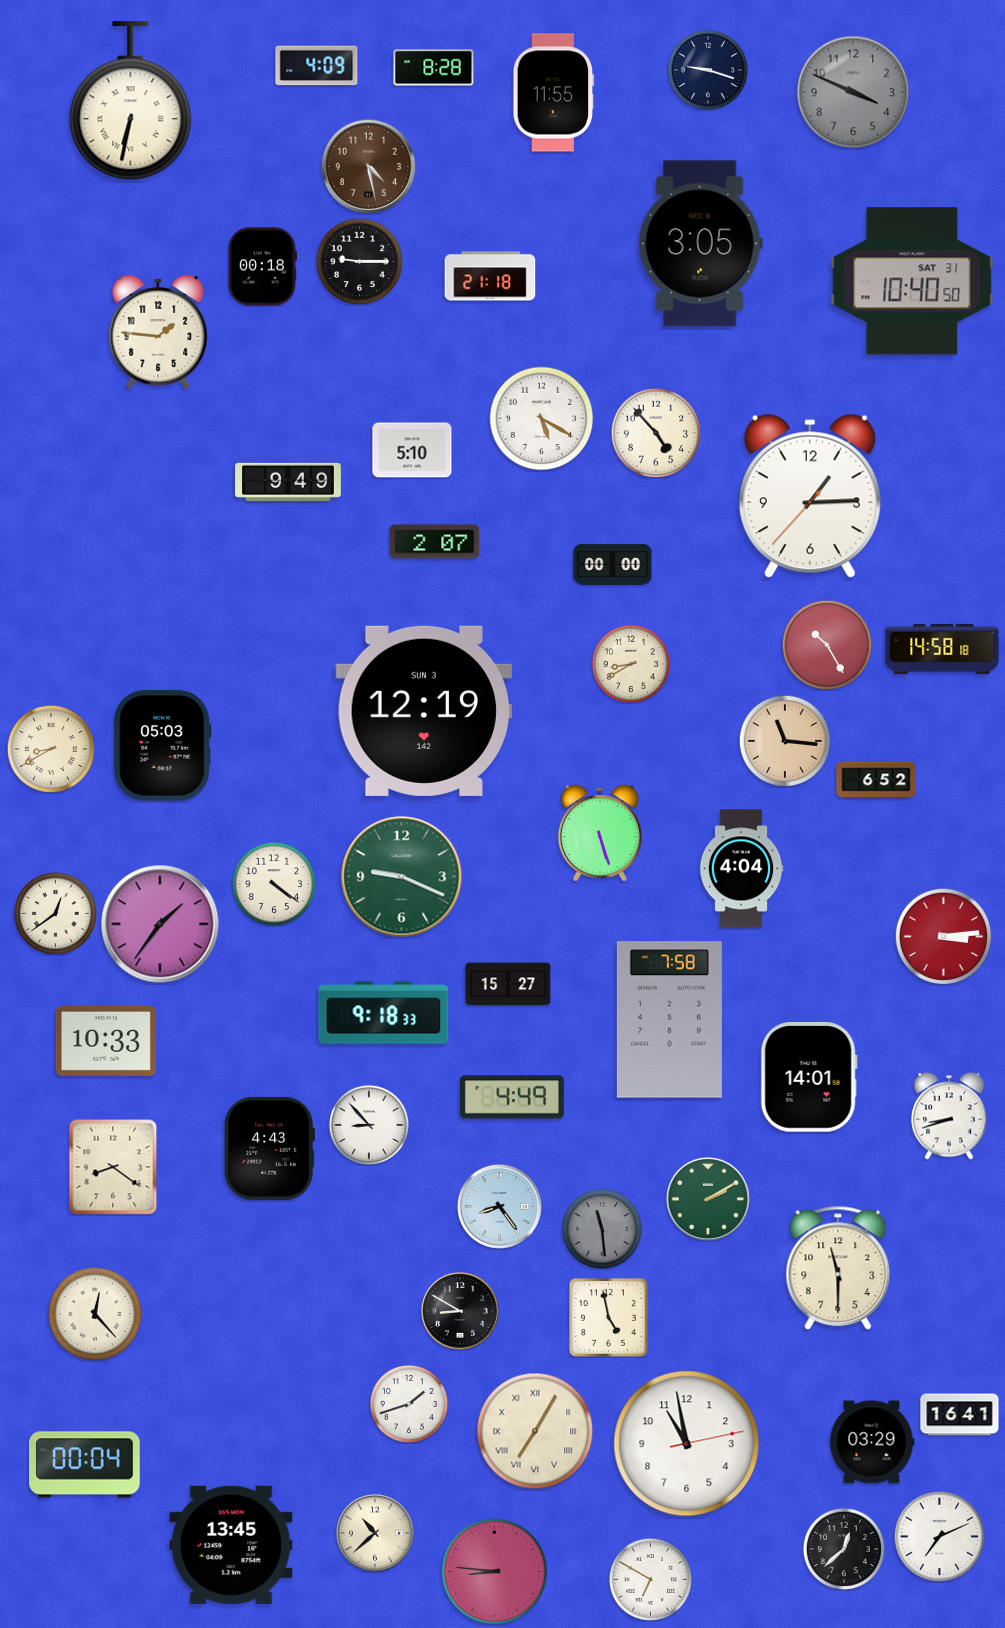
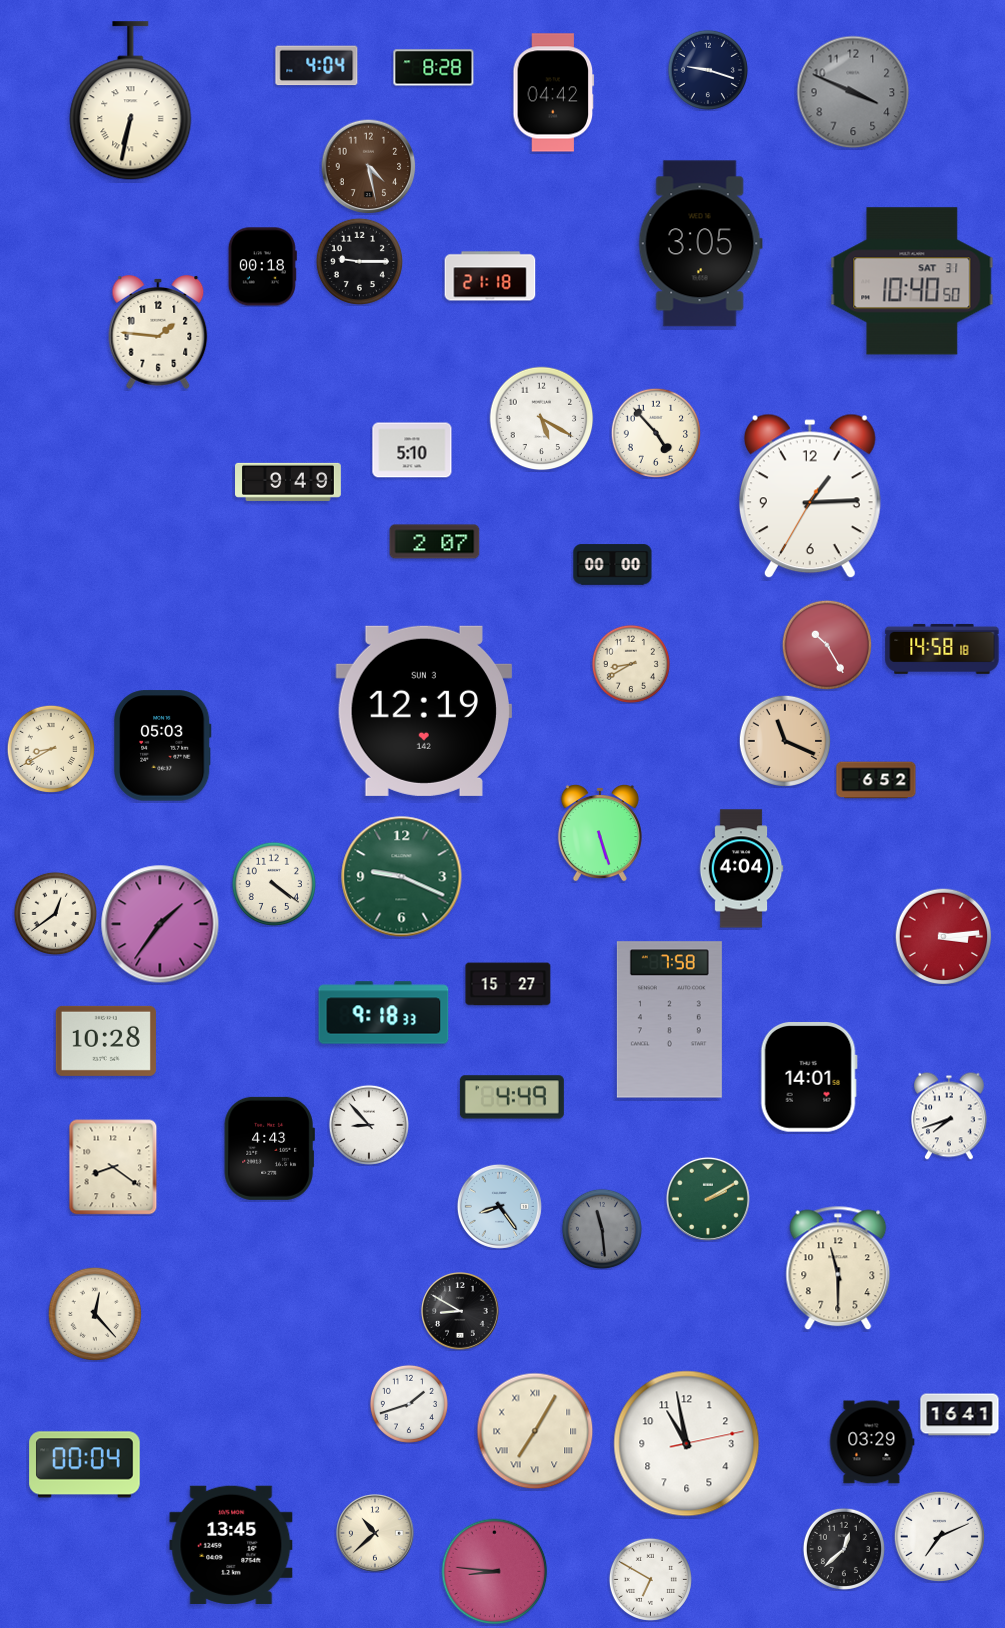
clock at (317, 66): 4:09 -> 4:04
clock at (554, 93): 11:55 -> 04:42
clock at (810, 496): 1:14:37 -> 1:14:35
clock at (784, 740): 11:16 -> 11:19
clock at (106, 1041): 10:33 -> 10:28
clock at (950, 1116): 8:42 -> 7:42
clock at (608, 1317): 4:58 -> none
